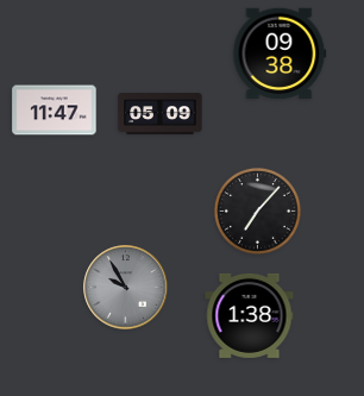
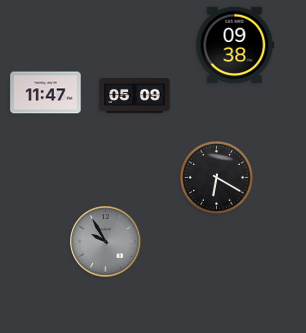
clock at (258, 212): 7:07 -> 6:20
clock at (250, 315): 1:38 -> none
